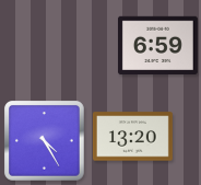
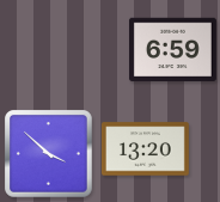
clock at (45, 141): 4:25 -> 3:52
